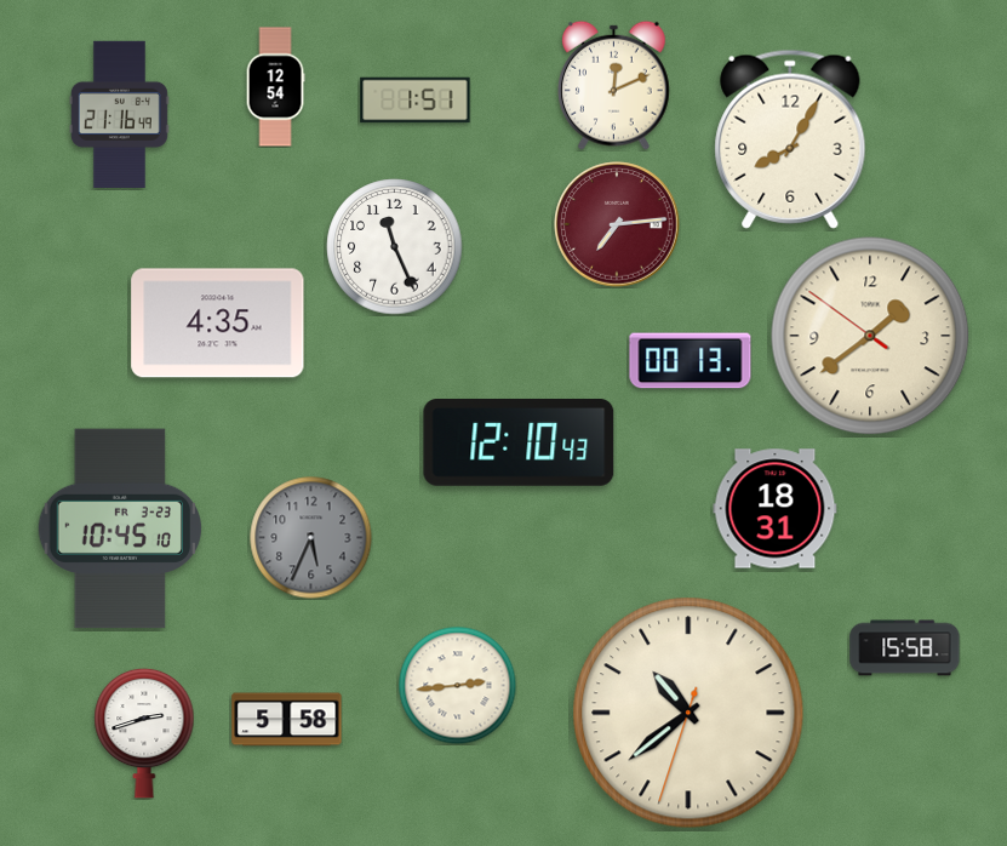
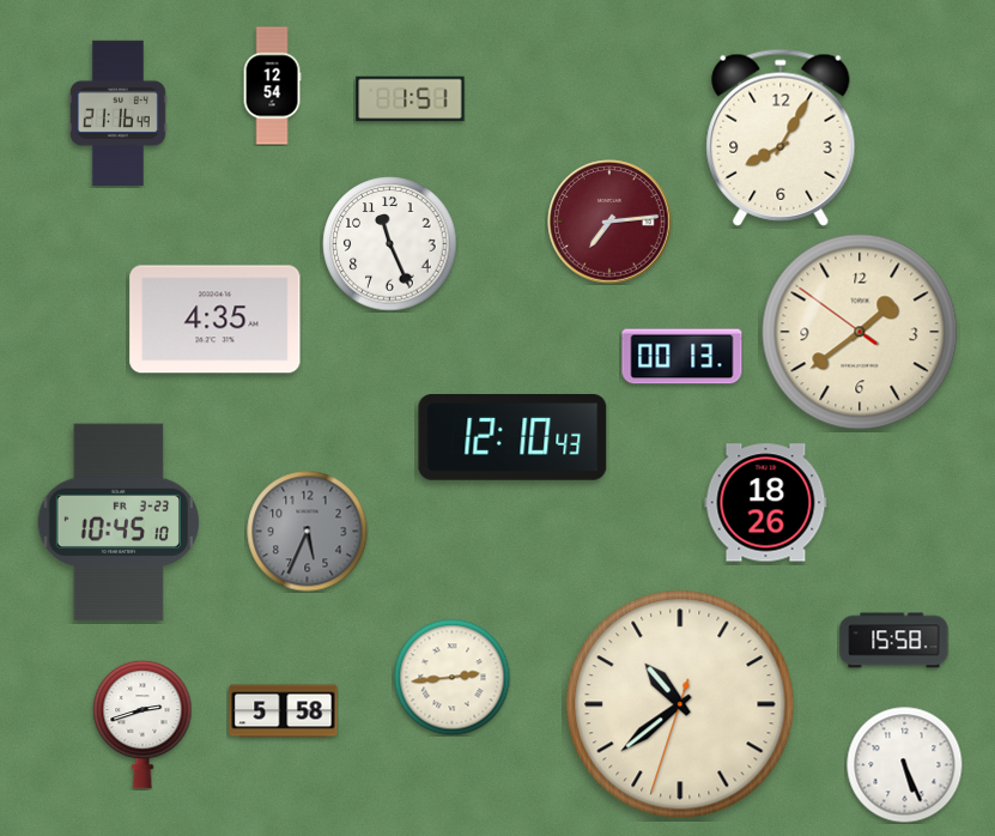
clock at (614, 85): 12:11 -> none
clock at (776, 509): 18:31 -> 18:26
clock at (904, 764): none -> 5:26
